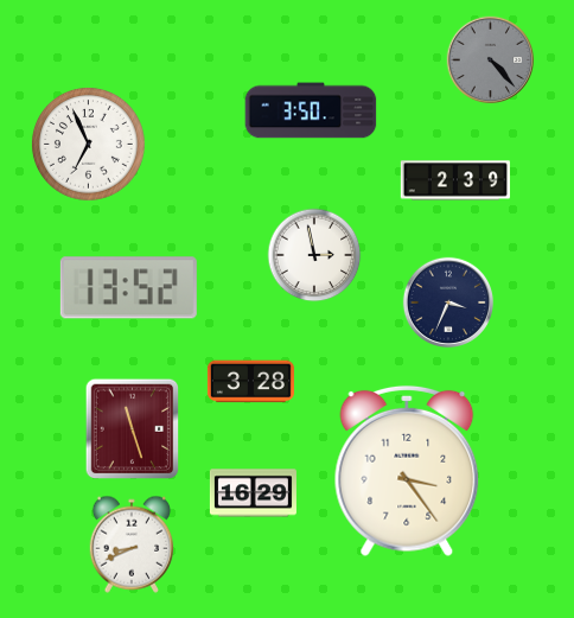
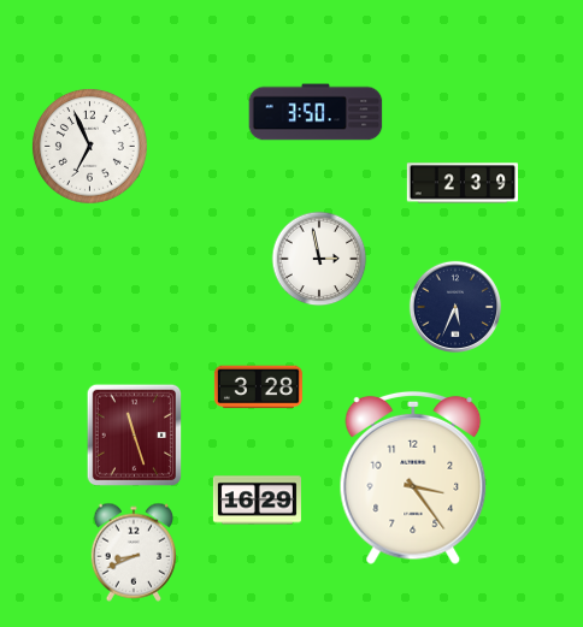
clock at (491, 60): 4:23 -> none
clock at (128, 288): 13:52 -> none
clock at (447, 301): 3:34 -> 5:34
clock at (250, 382) position: (250, 382) -> (258, 388)
